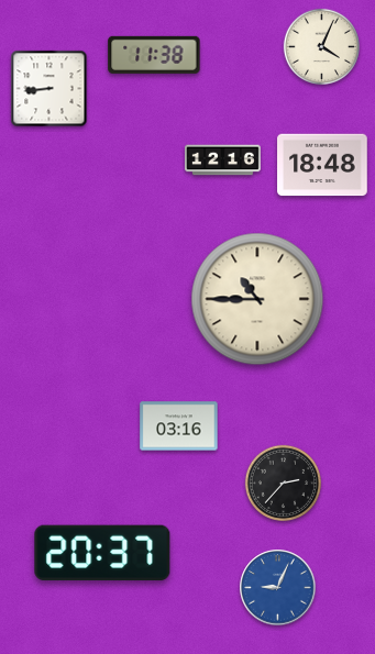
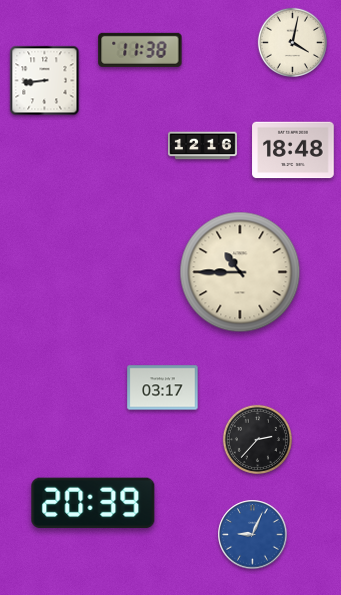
clock at (321, 46): 4:04 -> 4:02
clock at (257, 299) position: (257, 299) -> (240, 272)
clock at (179, 426): 03:16 -> 03:17
clock at (102, 553): 20:37 -> 20:39
